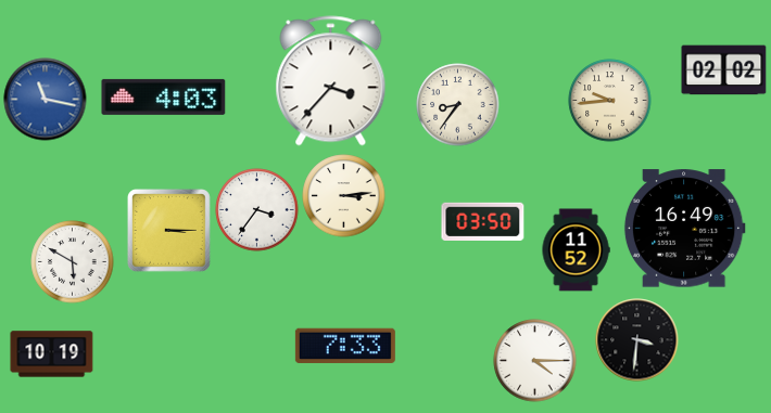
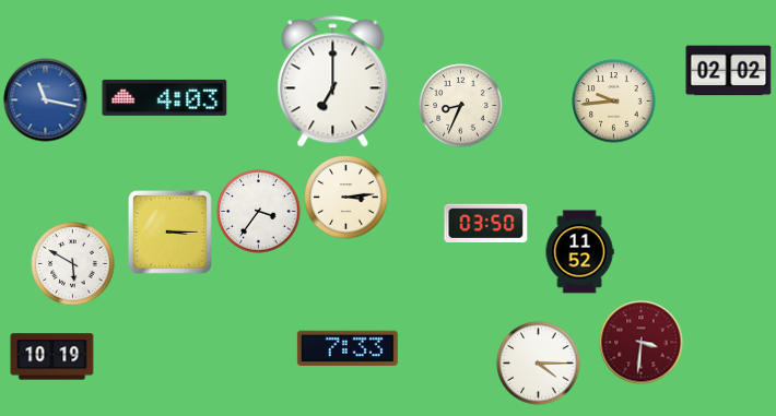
clock at (331, 81): 3:37 -> 7:00
clock at (458, 105): 8:36 -> 8:34
clock at (684, 229): 16:49 -> none
clock at (637, 340) dial: black -> burgundy
